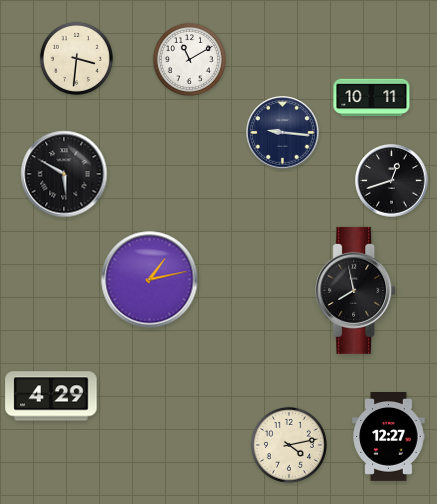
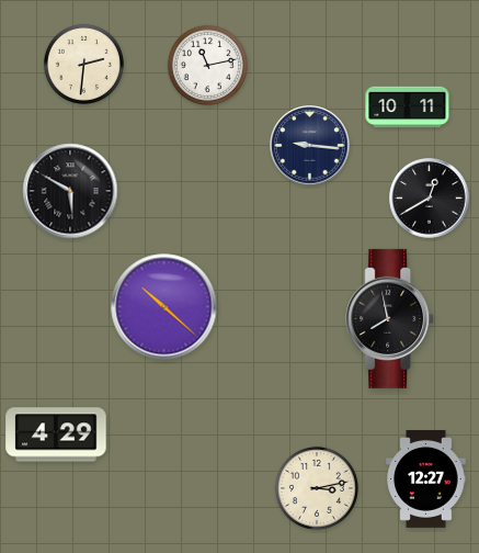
clock at (76, 58): 3:31 -> 2:31
clock at (189, 59): 11:10 -> 11:13
clock at (392, 181): 12:42 -> 12:40
clock at (150, 280): 1:13 -> 10:22
clock at (289, 445): 4:13 -> 3:13
